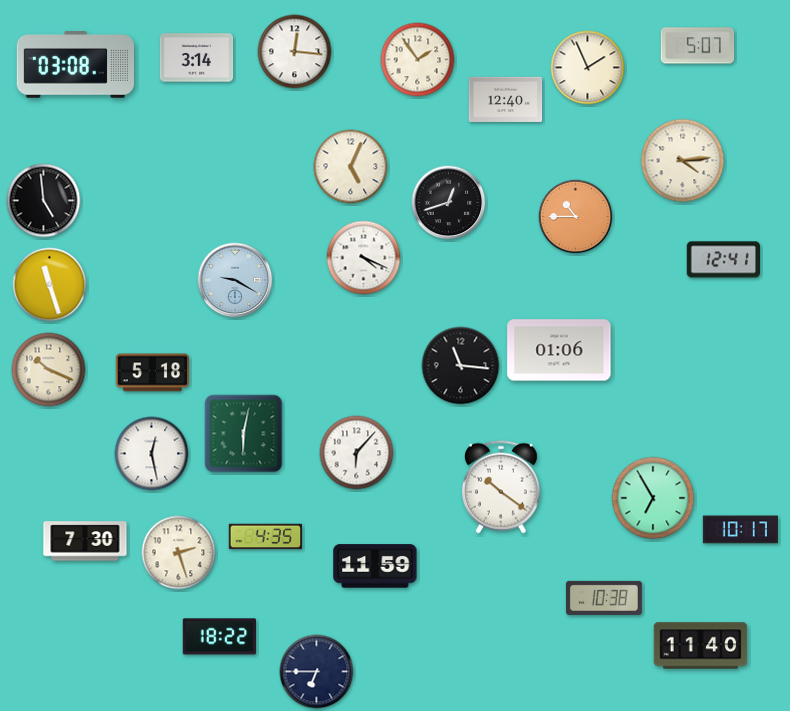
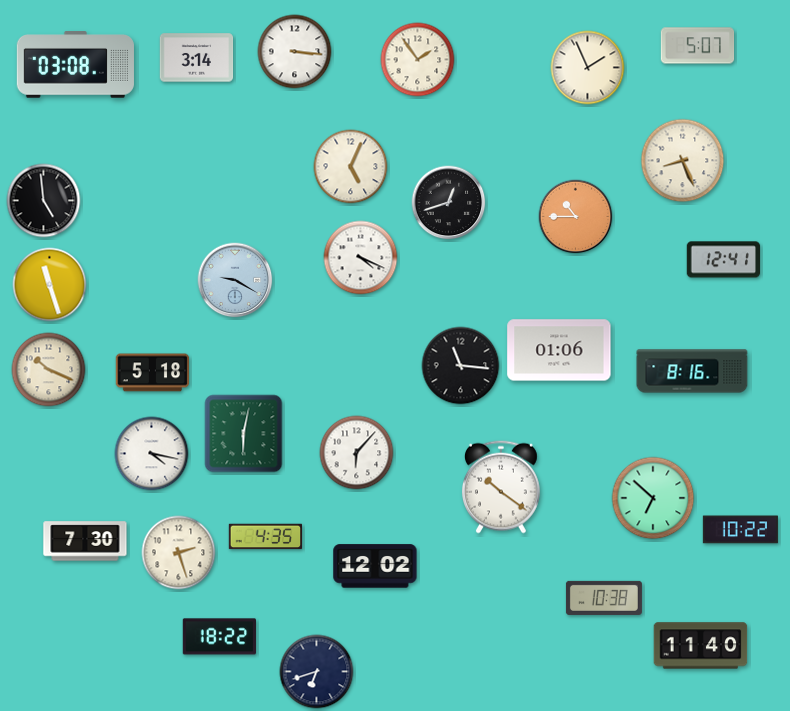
clock at (295, 52): 12:16 -> 3:16
clock at (506, 99): 12:40 -> none
clock at (683, 161): 4:14 -> 8:26
clock at (364, 258) position: (364, 258) -> (361, 258)
clock at (692, 371): none -> 8:16
clock at (152, 454): 12:28 -> 4:17
clock at (653, 498): 6:55 -> 6:52
clock at (740, 530): 10:17 -> 10:22
clock at (375, 566): 11:59 -> 12:02
clock at (317, 672): 6:45 -> 6:42
